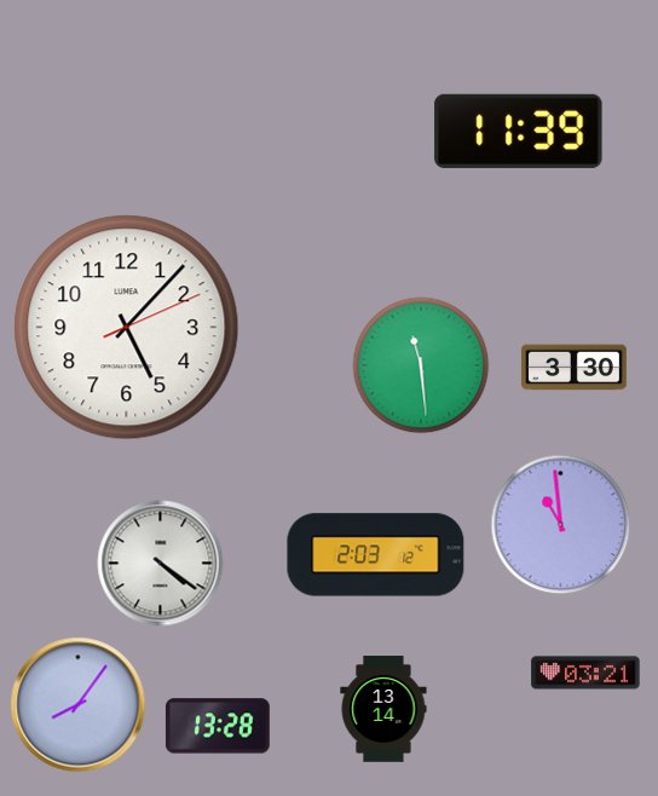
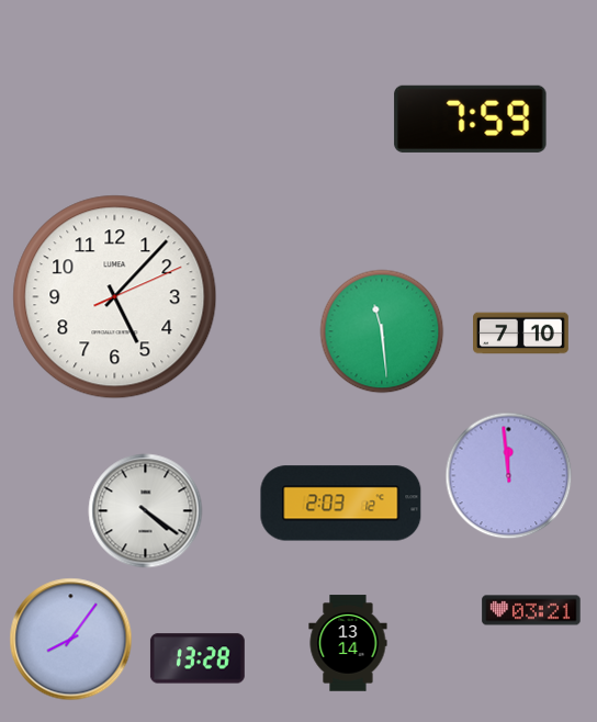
clock at (519, 131): 11:39 -> 7:59
clock at (575, 368): 3:30 -> 7:10
clock at (561, 525): 10:59 -> 11:59
